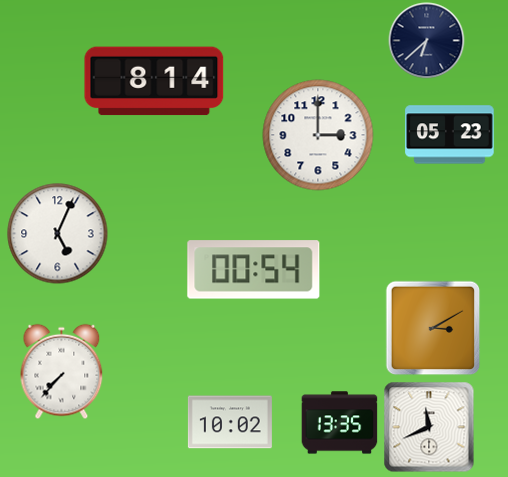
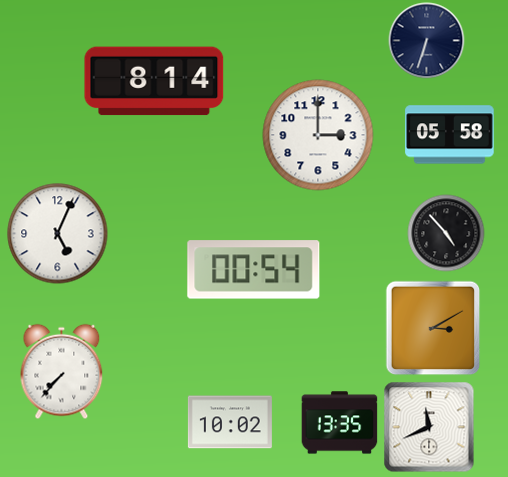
clock at (427, 41): 6:38 -> 6:33
clock at (450, 135): 05:23 -> 05:58
clock at (446, 233): none -> 4:53
